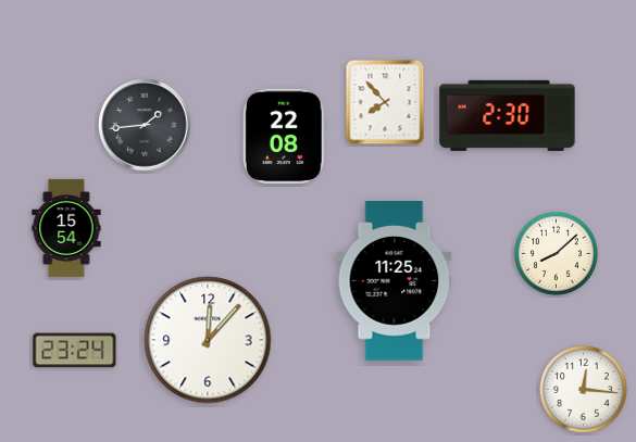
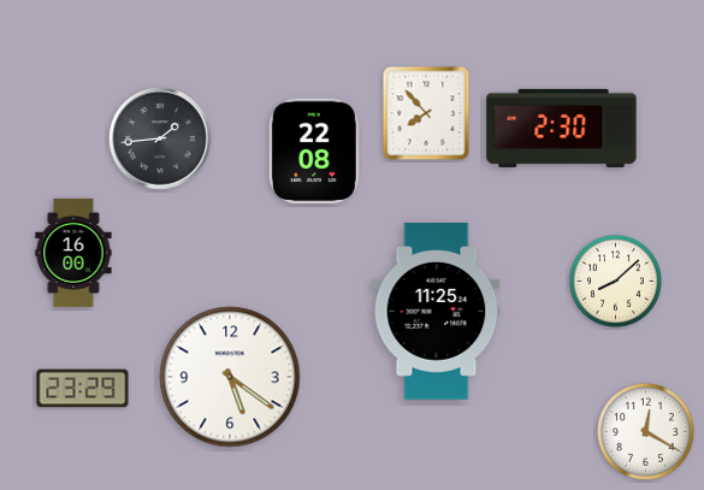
clock at (66, 228): 15:54 -> 16:00
clock at (208, 340): 12:07 -> 5:21
clock at (75, 351): 23:24 -> 23:29
clock at (584, 390): 12:16 -> 12:20
